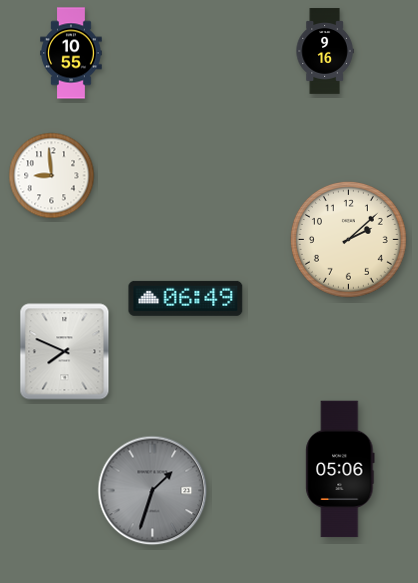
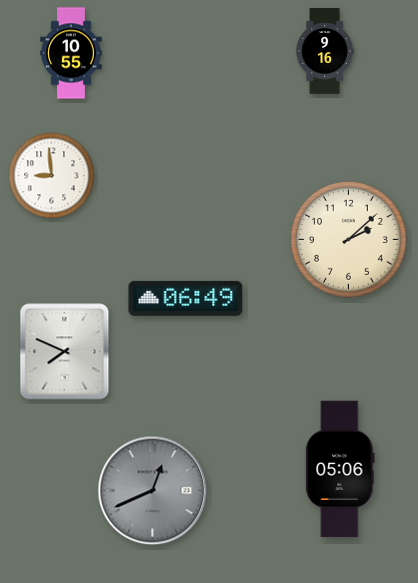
clock at (153, 491): 1:33 -> 12:41
